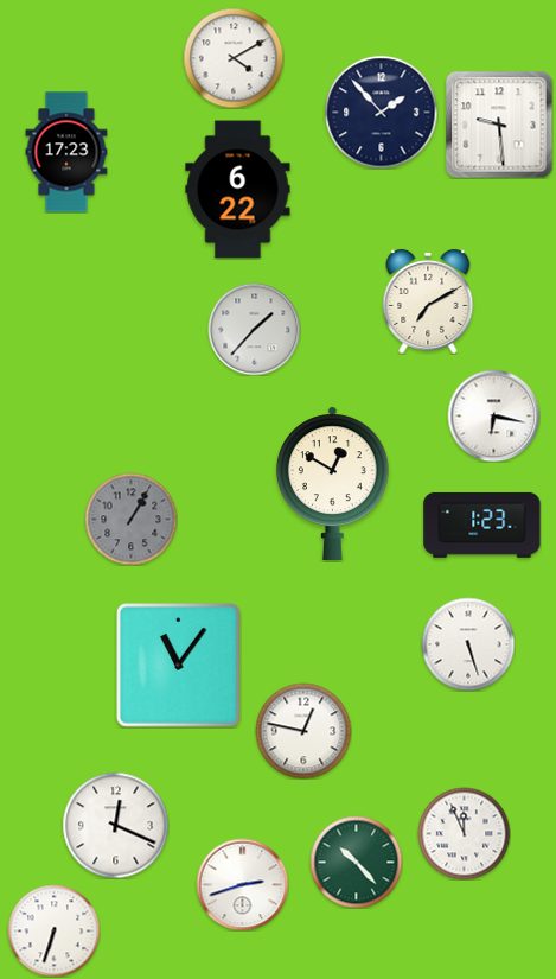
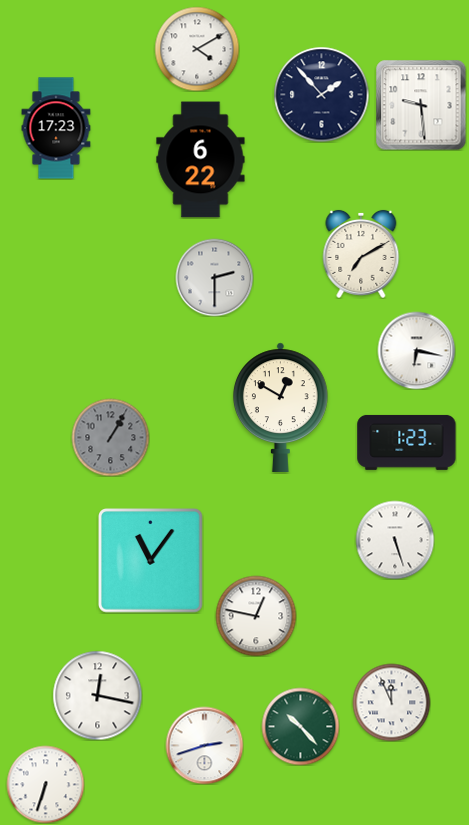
clock at (254, 329): 1:37 -> 2:30
clock at (468, 644) position: (468, 644) -> (395, 540)
clock at (115, 825): 12:19 -> 12:17
